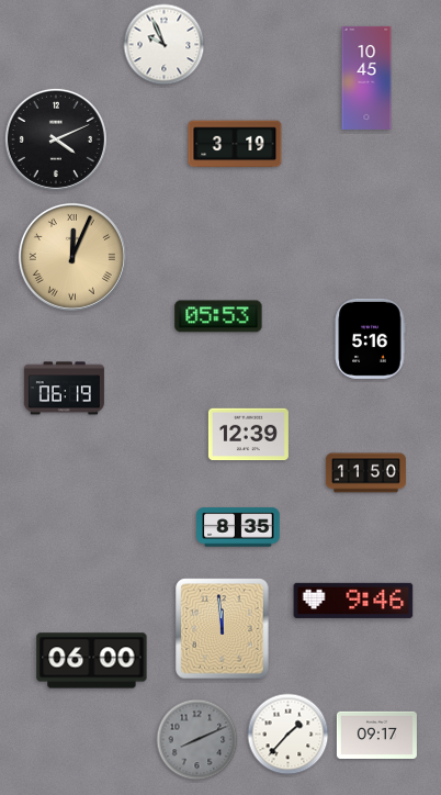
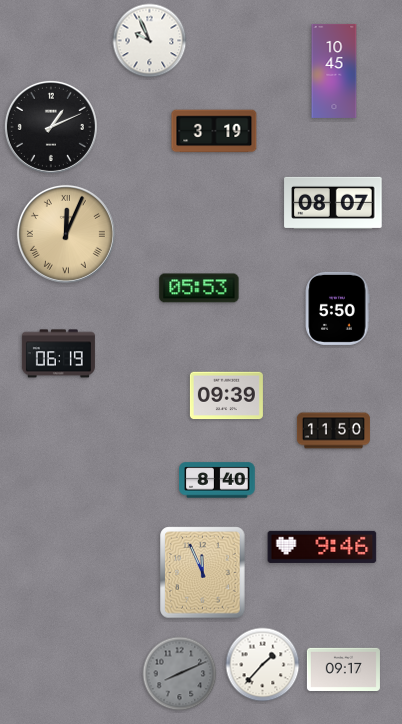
clock at (56, 139): 4:11 -> 1:11
clock at (333, 203): none -> 08:07
clock at (370, 338): 5:16 -> 5:50
clock at (248, 435): 12:39 -> 09:39
clock at (238, 527): 8:35 -> 8:40
clock at (223, 629): 11:59 -> 11:56
clock at (92, 661): 06:00 -> none
clock at (289, 735) position: (289, 735) -> (263, 665)
